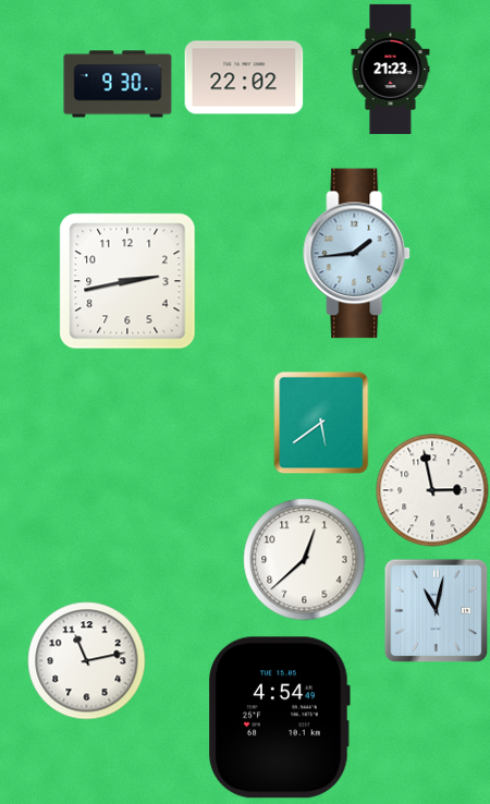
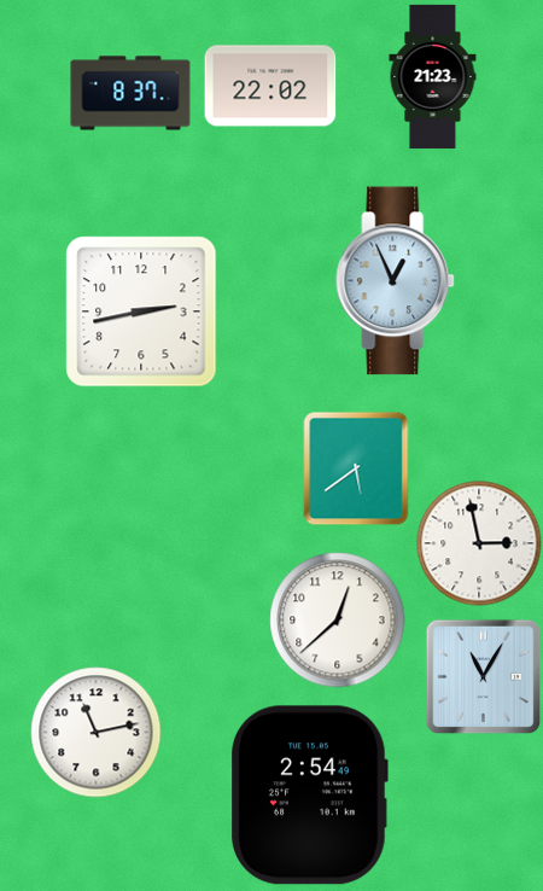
clock at (118, 84): 9:30 -> 8:37
clock at (357, 254): 1:44 -> 12:56
clock at (436, 610): 11:02 -> 11:05
clock at (279, 718): 4:54 -> 2:54
